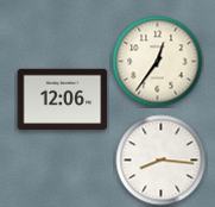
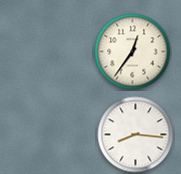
clock at (63, 100): 12:06 -> none
